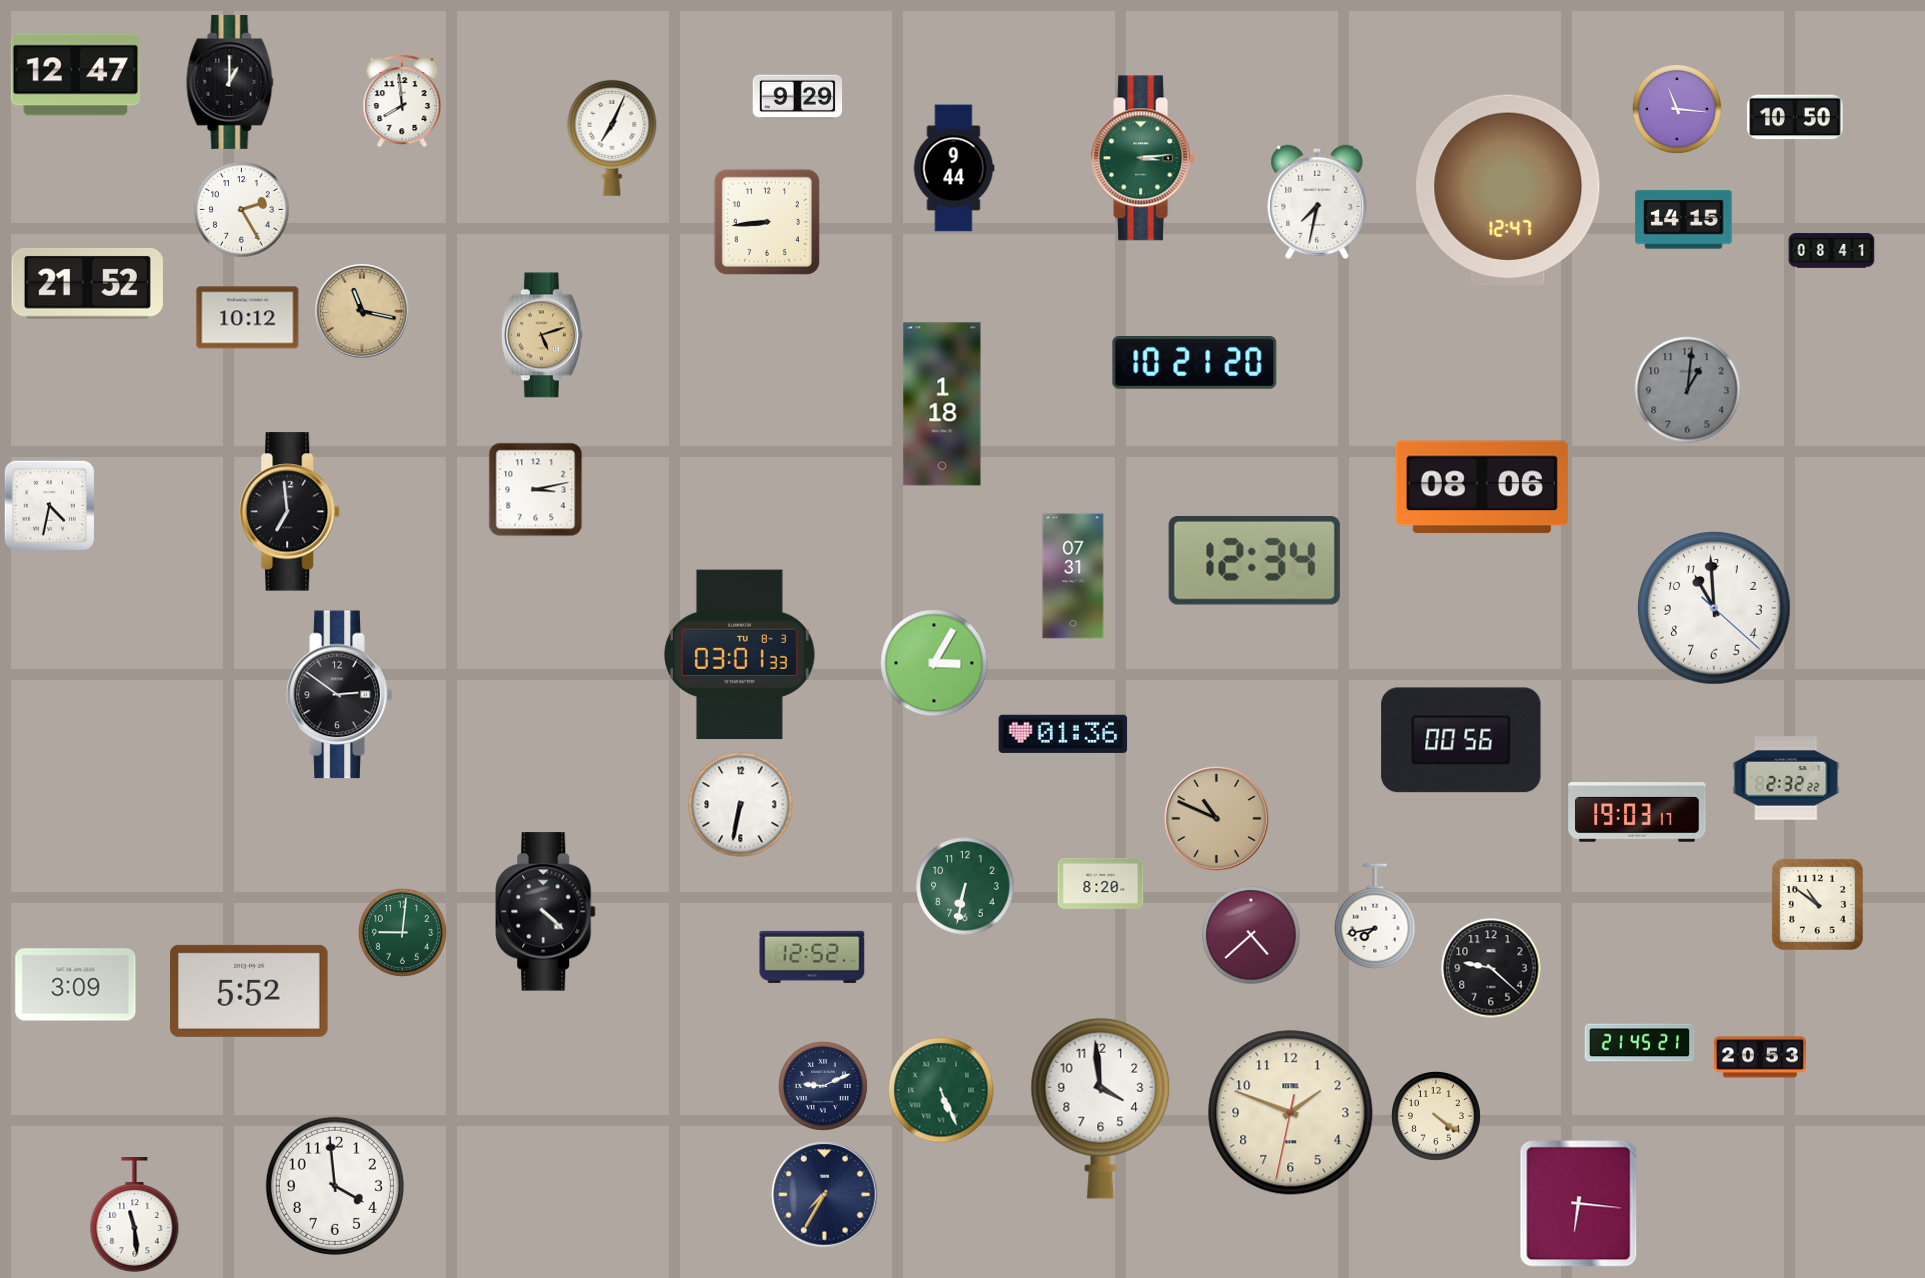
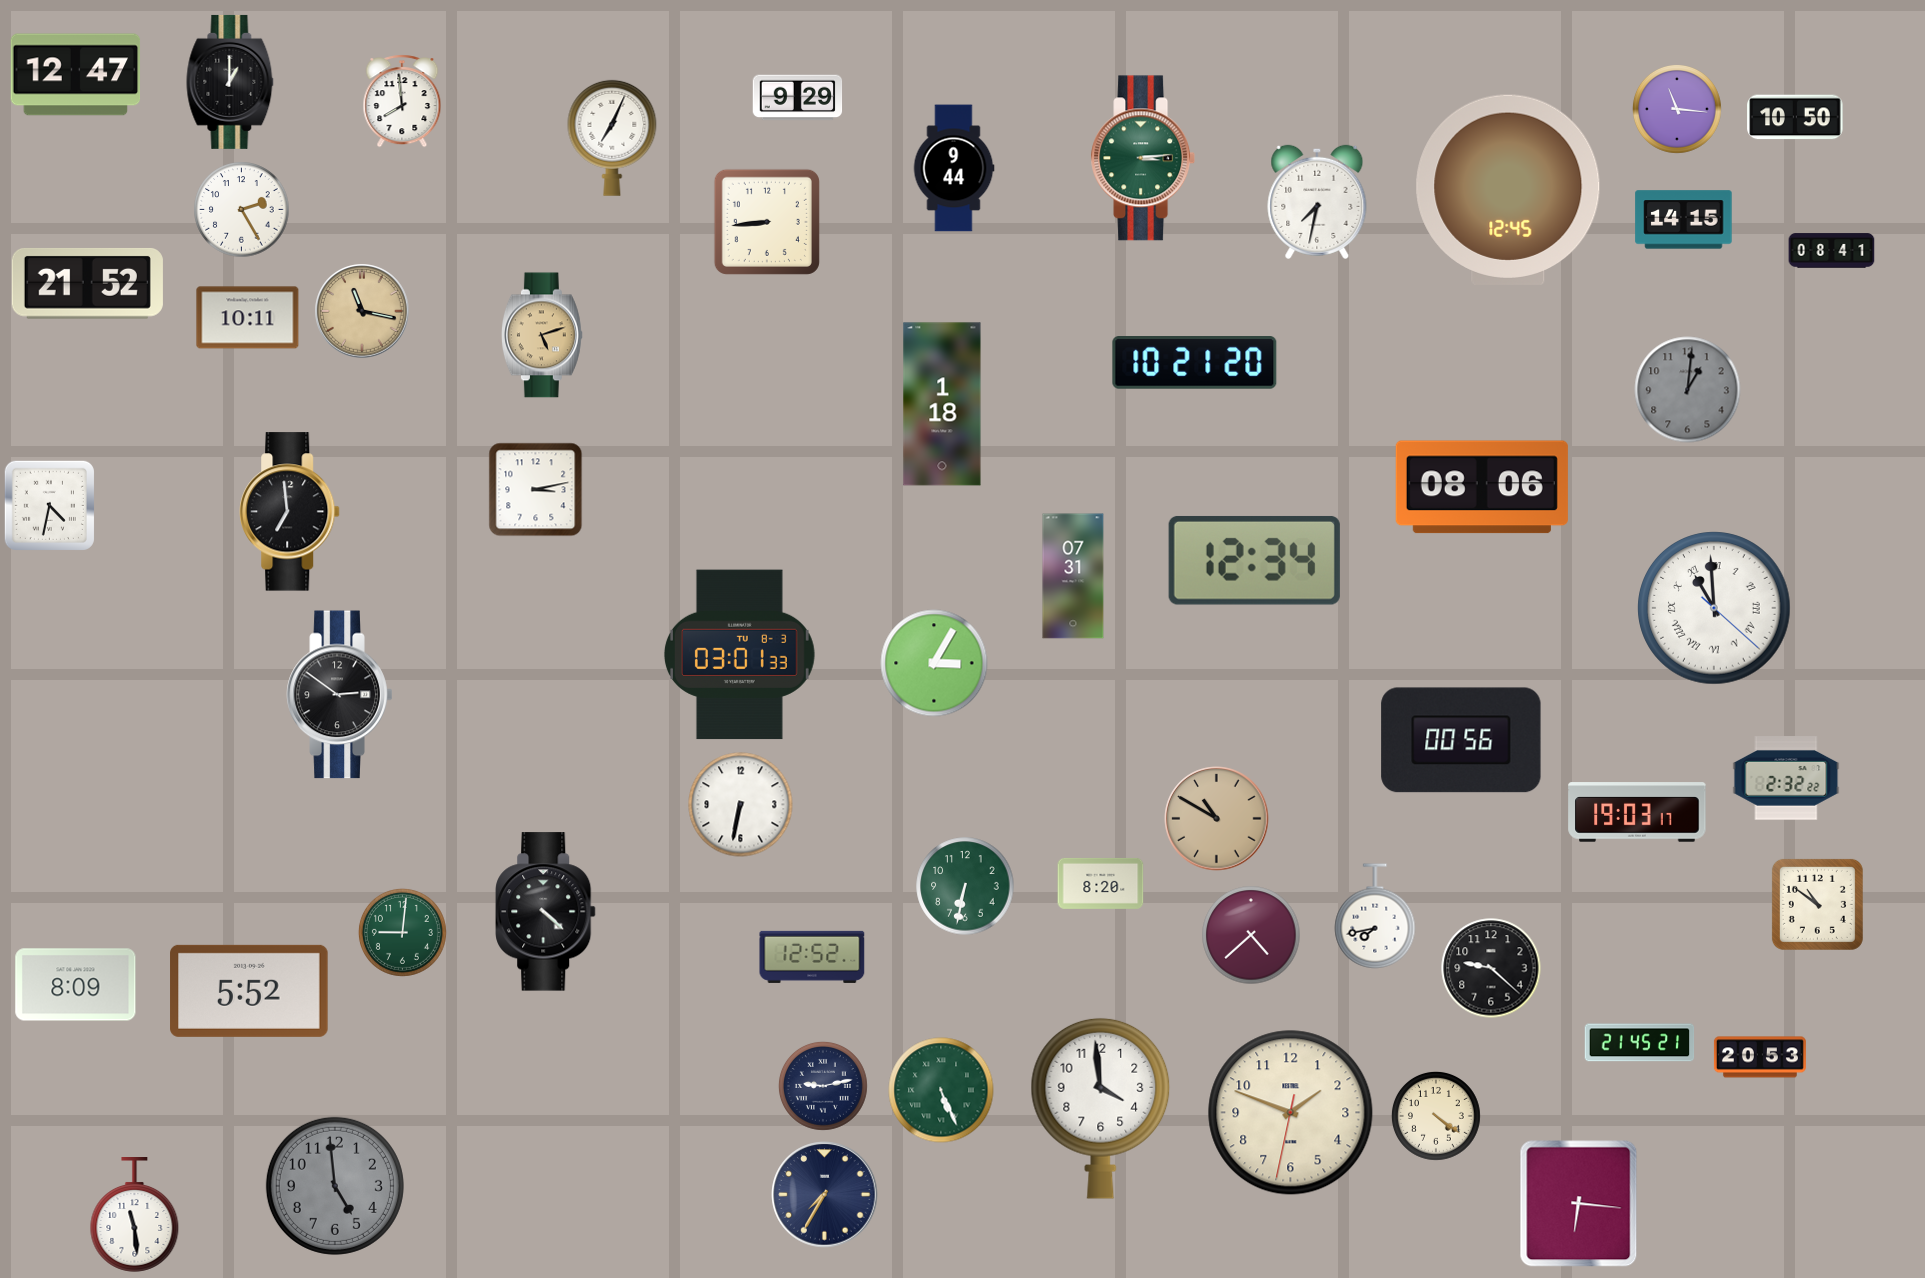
clock at (1508, 190): 12:47 -> 12:45
clock at (248, 318): 10:12 -> 10:11
clock at (1714, 608) numerals: Arabic -> Roman
clock at (1063, 734): 01:36 -> none
clock at (1217, 819): 10:49 -> 10:50
clock at (76, 985): 3:09 -> 8:09
clock at (823, 1086): 9:11 -> 9:13
clock at (335, 1186): 3:59 -> 4:59
clock at (335, 1186) dial: white -> grey
